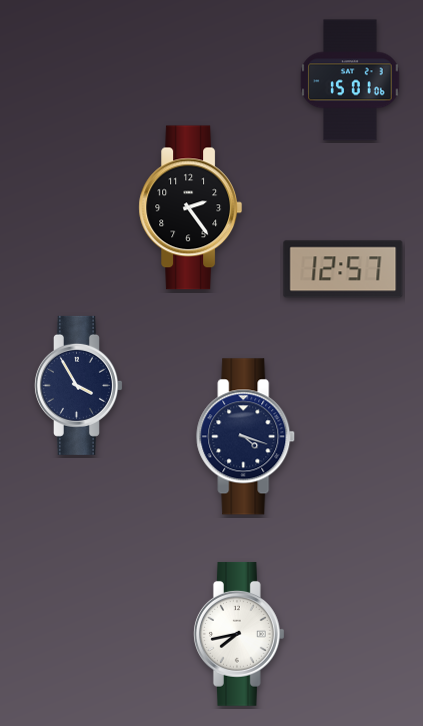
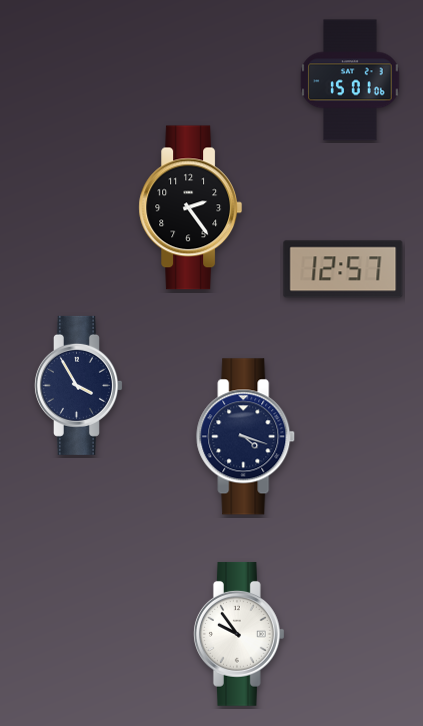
clock at (239, 634): 7:43 -> 9:54
